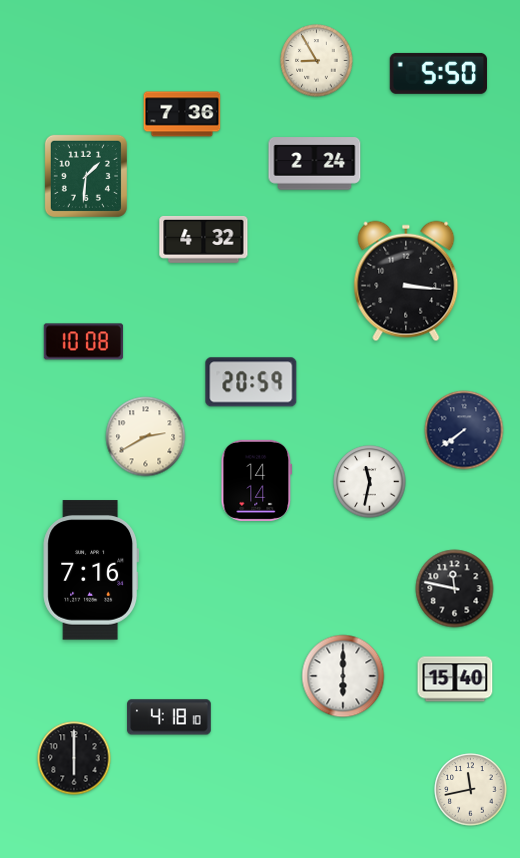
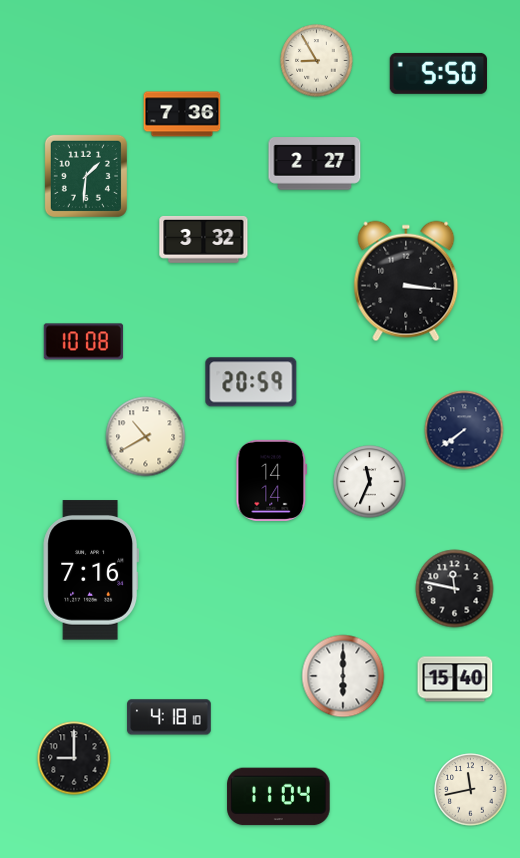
clock at (315, 164): 2:24 -> 2:27
clock at (204, 239): 4:32 -> 3:32
clock at (146, 437): 2:40 -> 10:40
clock at (257, 480) position: (257, 480) -> (272, 480)
clock at (370, 482): 11:32 -> 11:34
clock at (74, 758): 6:00 -> 9:00
clock at (279, 797): none -> 11:04
